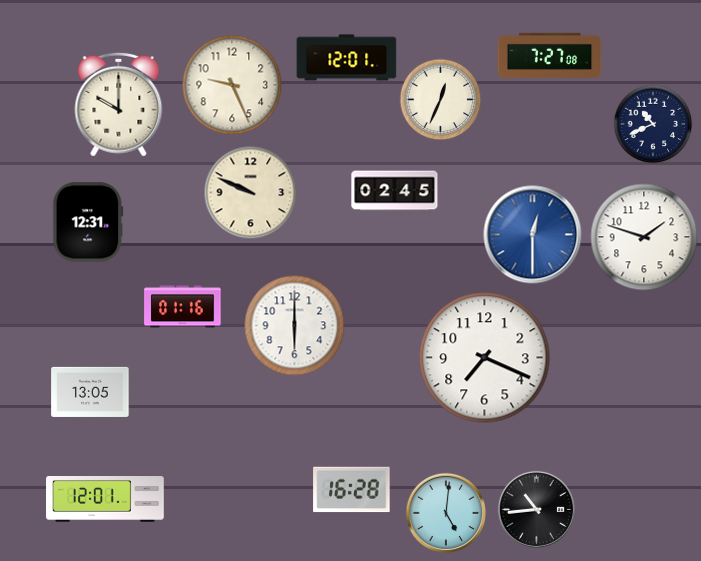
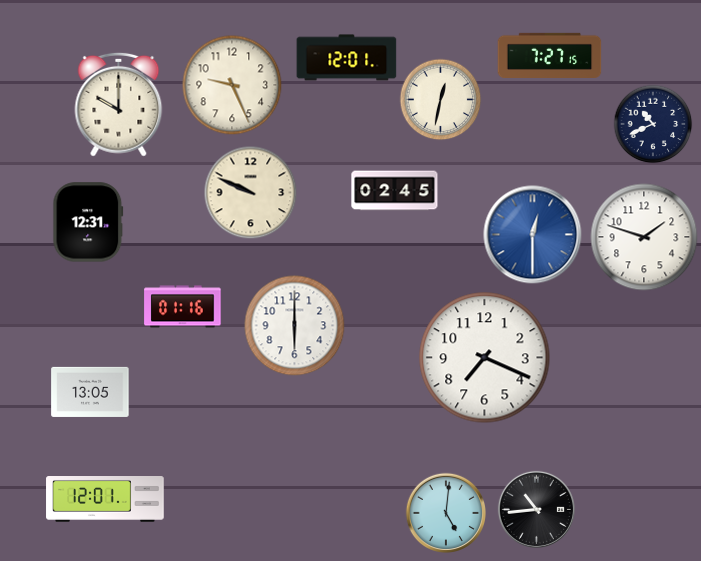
clock at (550, 55): 7:27:08 -> 7:27:15
clock at (440, 99): 12:34 -> 12:32
clock at (352, 490): 16:28 -> none
